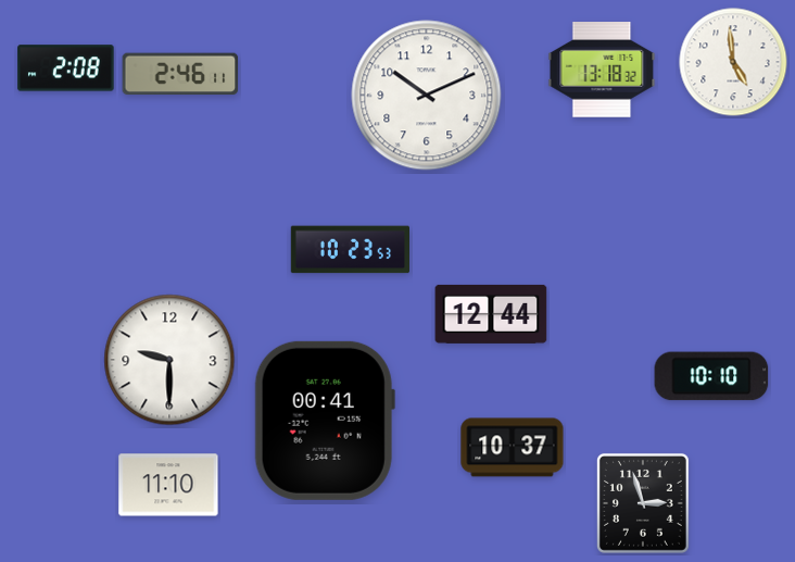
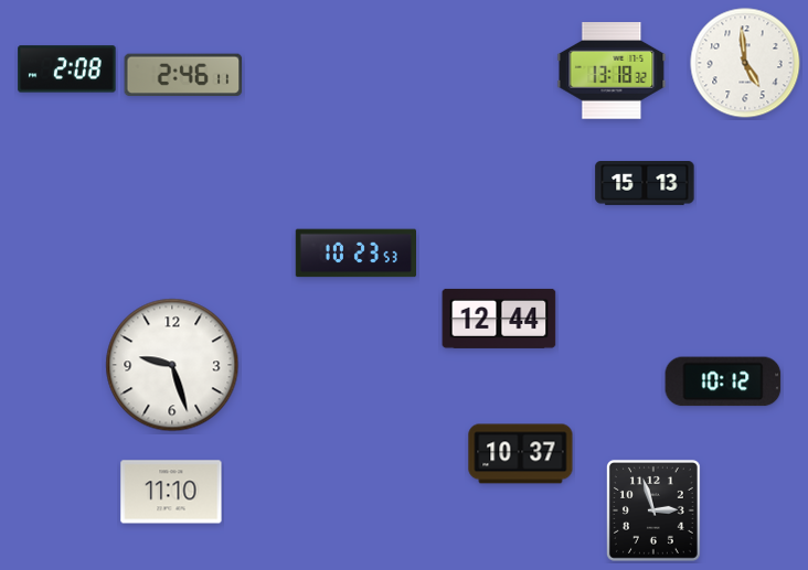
clock at (427, 96): 10:11 -> none
clock at (645, 184): none -> 15:13
clock at (169, 360): 9:30 -> 9:27
clock at (711, 376): 10:10 -> 10:12
clock at (325, 421): 00:41 -> none
